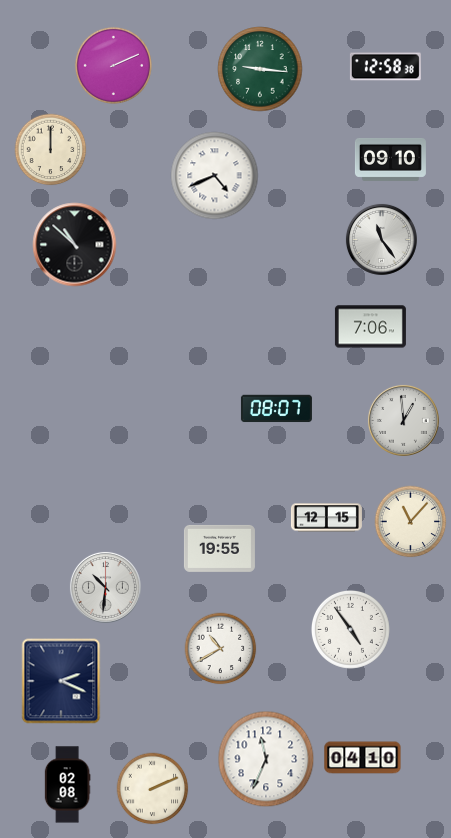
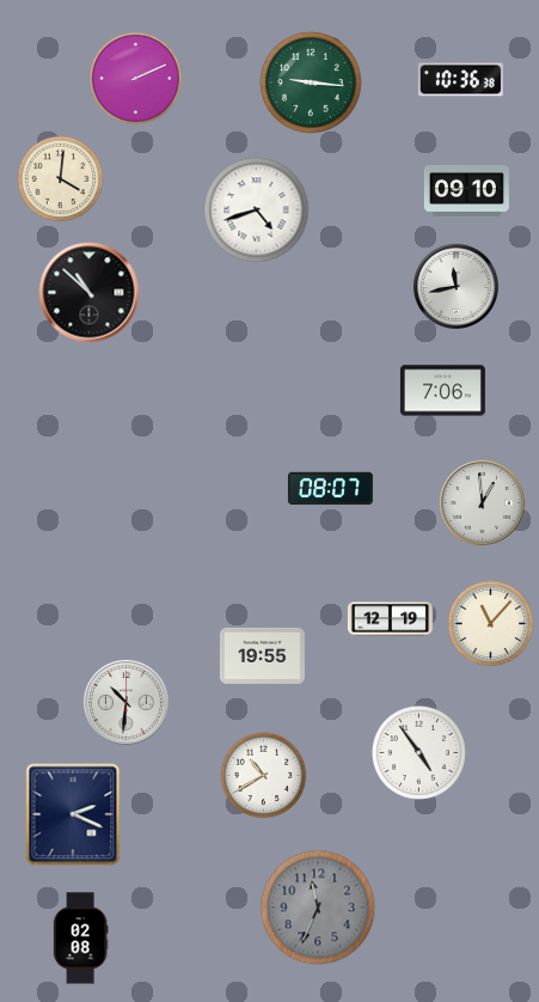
clock at (385, 67): 12:58 -> 10:36
clock at (51, 150): 12:00 -> 4:01
clock at (215, 176): 4:41 -> 4:42
clock at (381, 239): 11:24 -> 11:43
clock at (326, 518): 12:15 -> 12:19
clock at (363, 758): 04:10 -> none
clock at (266, 759) dial: white -> grey
clock at (153, 789): 2:11 -> none
